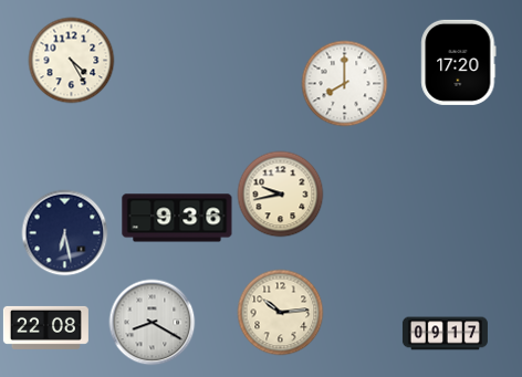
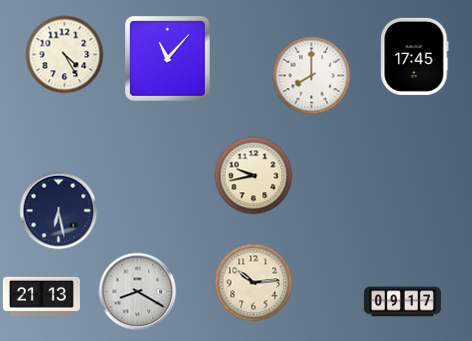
clock at (459, 62): 17:20 -> 17:45
clock at (168, 59): none -> 11:07
clock at (177, 218): 9:36 -> none
clock at (45, 327): 22:08 -> 21:13
